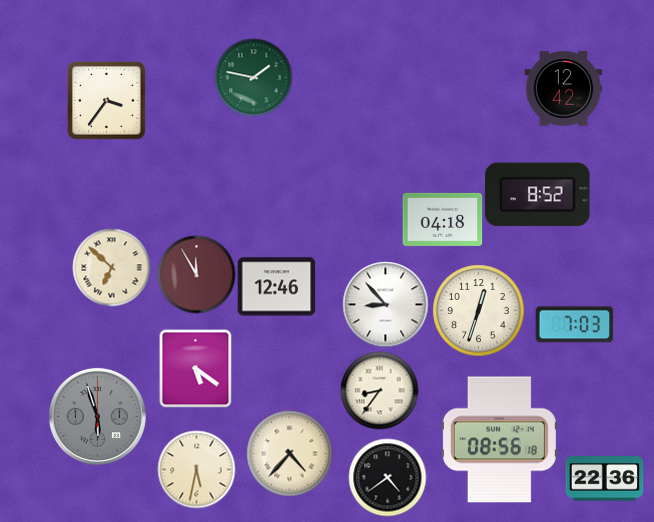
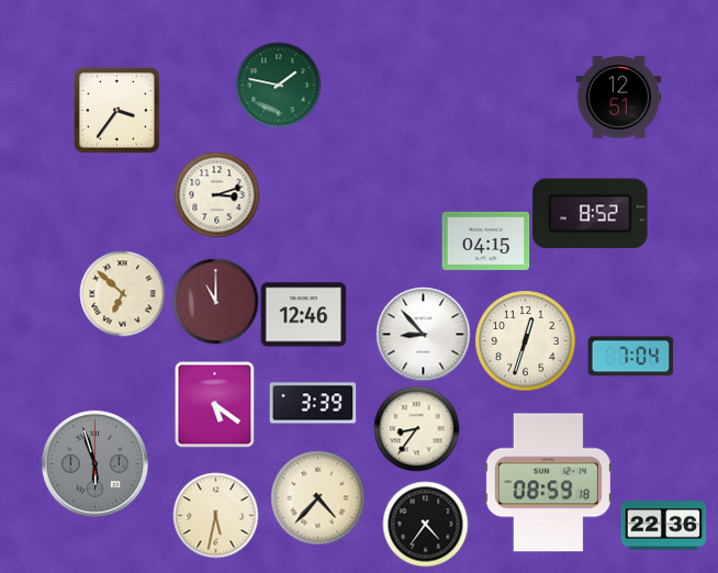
clock at (563, 89): 12:42 -> 12:51
clock at (216, 194): none -> 3:12
clock at (442, 219): 04:18 -> 04:15
clock at (196, 274): 11:55 -> 11:00
clock at (574, 325): 7:03 -> 7:04
clock at (313, 403): none -> 3:39
clock at (97, 416) position: (97, 416) -> (94, 463)
clock at (499, 440): 08:56 -> 08:59
clock at (387, 477): 4:39 -> 4:36
